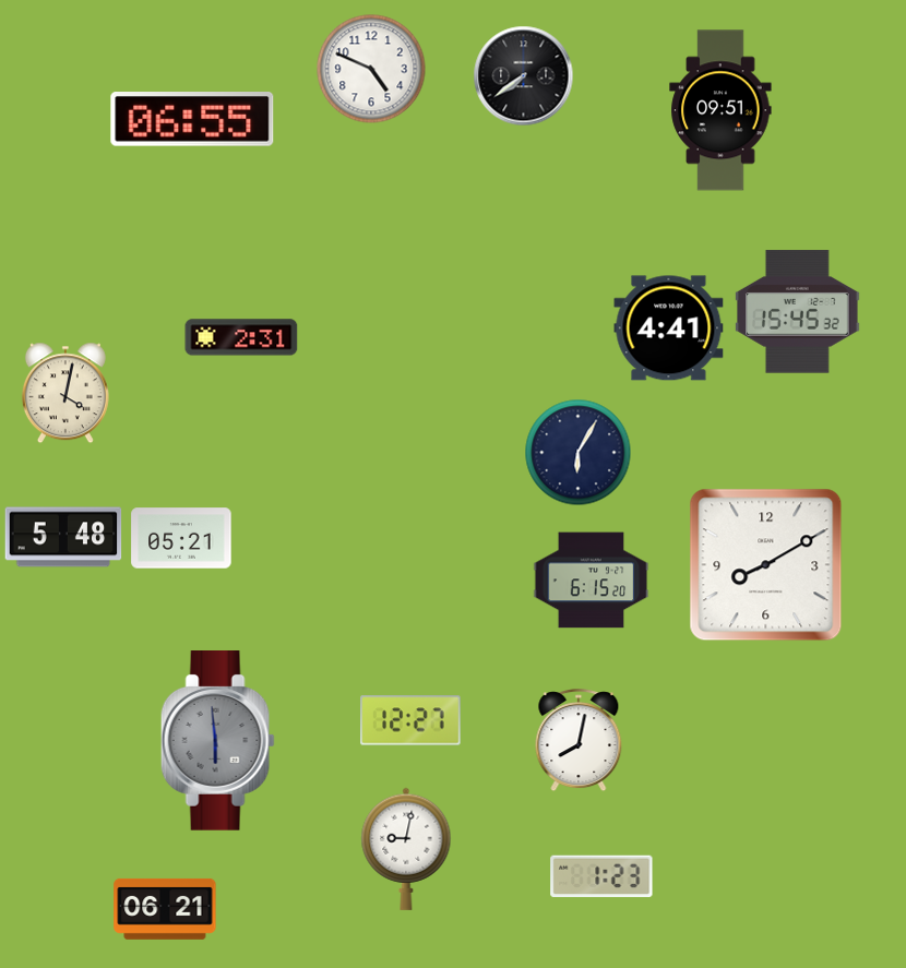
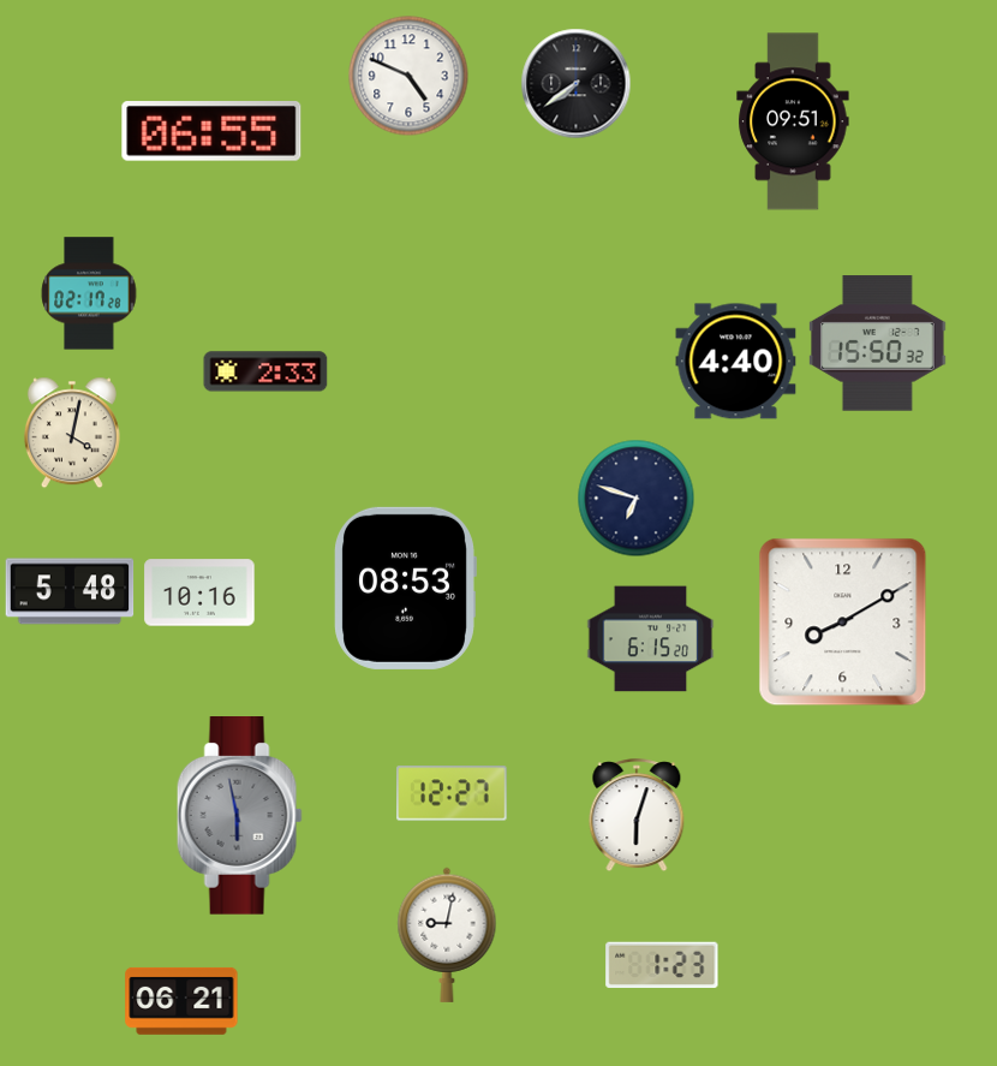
clock at (89, 293): none -> 02:17
clock at (798, 312): 15:45 -> 15:50
clock at (669, 328): 4:41 -> 4:40
clock at (241, 337): 2:31 -> 2:33
clock at (579, 453): 6:05 -> 6:48
clock at (405, 588): none -> 08:53
clock at (181, 538): 05:21 -> 10:16
clock at (217, 741): 5:59 -> 5:58
clock at (579, 741): 8:02 -> 6:03
